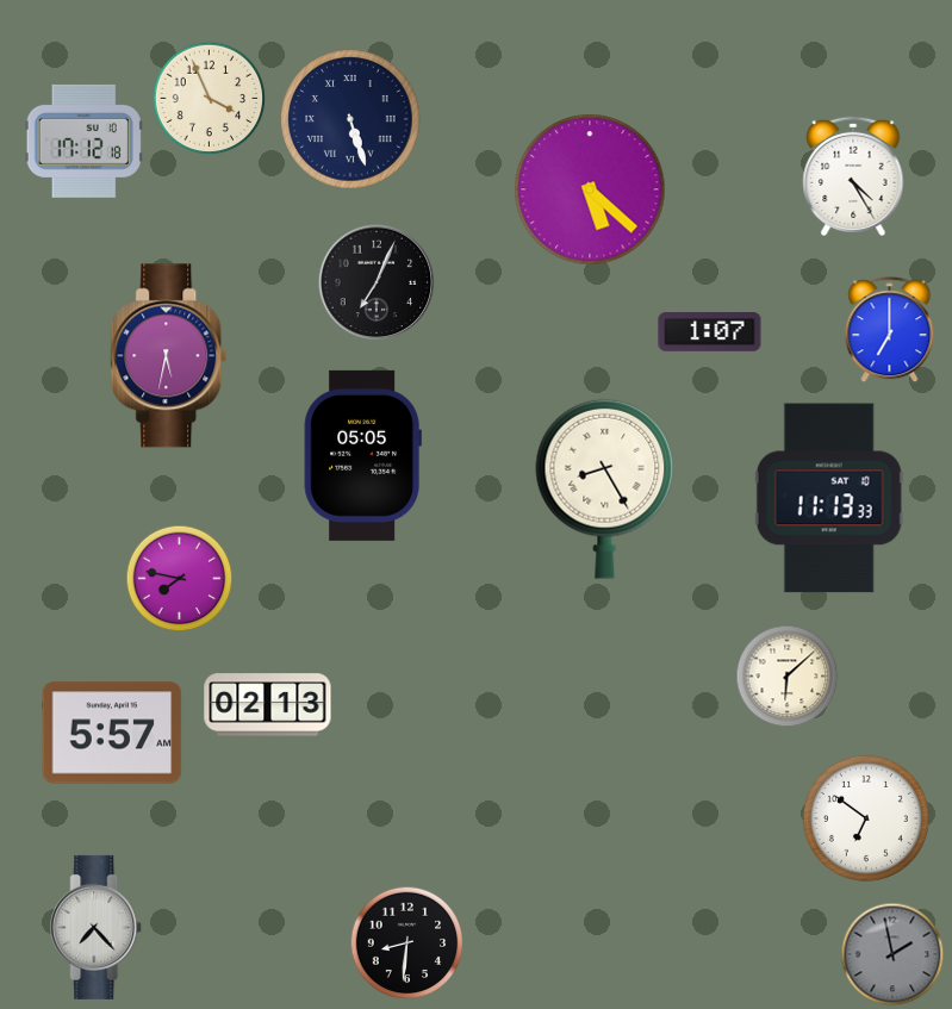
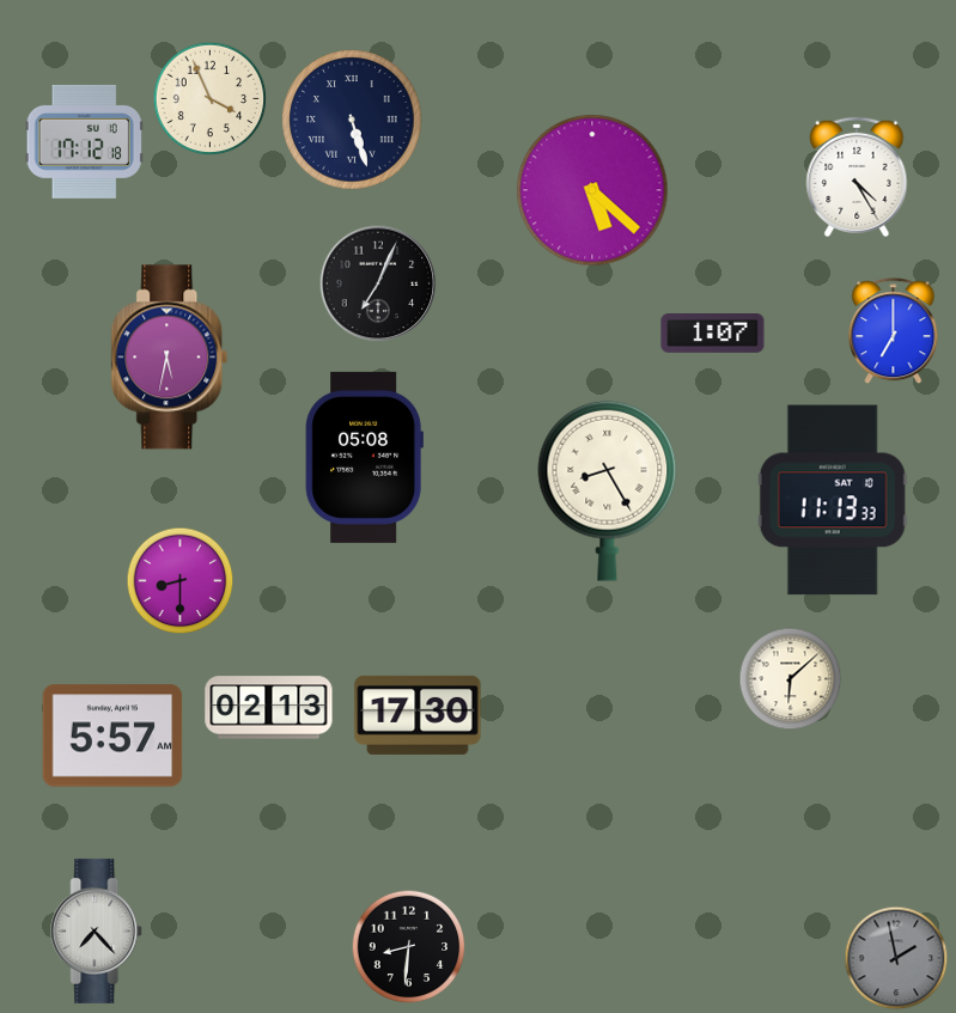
clock at (362, 455): 05:05 -> 05:08
clock at (180, 579): 7:47 -> 8:30
clock at (418, 715): none -> 17:30
clock at (866, 818): 6:51 -> none
